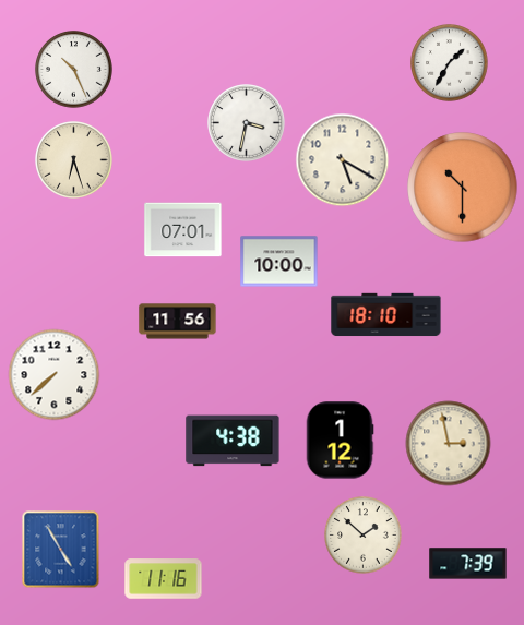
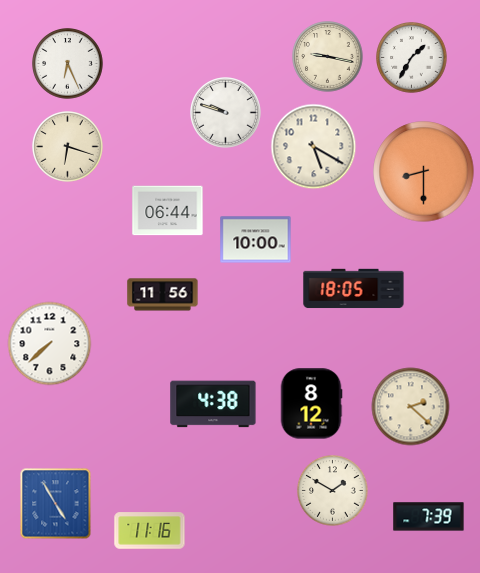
clock at (328, 57): none -> 9:17
clock at (74, 70): 10:26 -> 6:26
clock at (247, 123): 3:32 -> 9:48
clock at (74, 160): 6:27 -> 6:18
clock at (463, 188): 10:30 -> 8:30
clock at (183, 230): 07:01 -> 06:44
clock at (386, 315): 18:10 -> 18:05
clock at (340, 441): 1:12 -> 8:12
clock at (449, 444): 2:58 -> 2:22
clock at (364, 536): 1:52 -> 1:50
